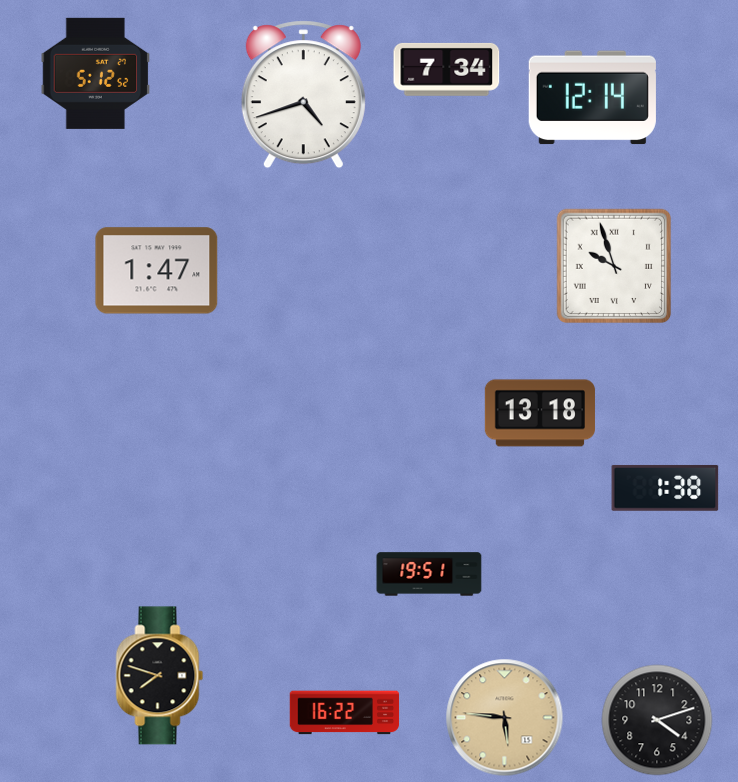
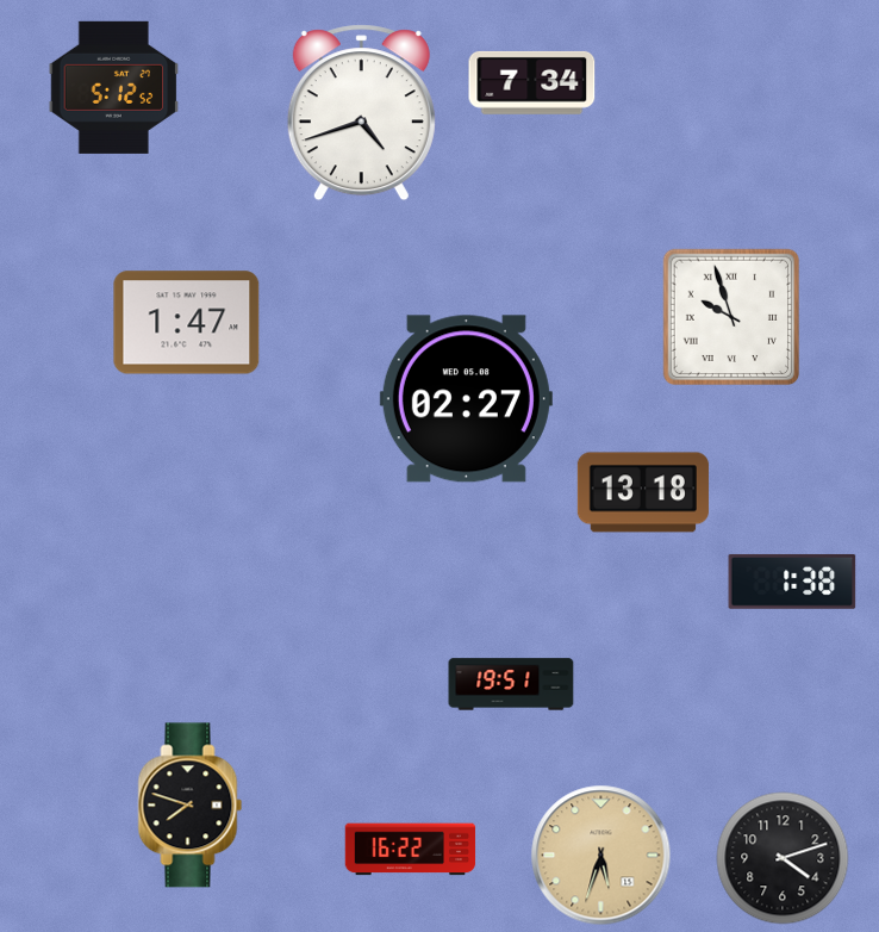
clock at (592, 98): 12:14 -> none
clock at (466, 399): none -> 02:27
clock at (505, 718): 5:46 -> 5:33
